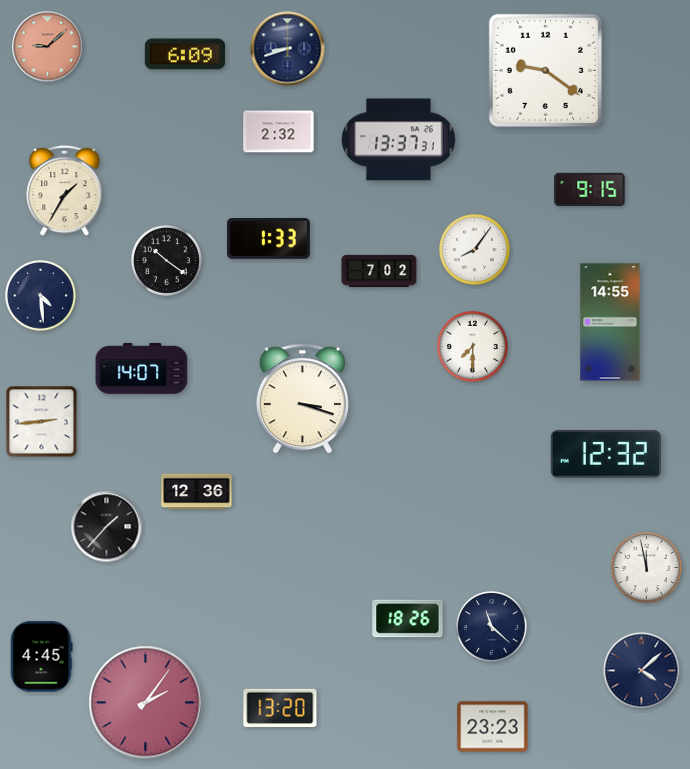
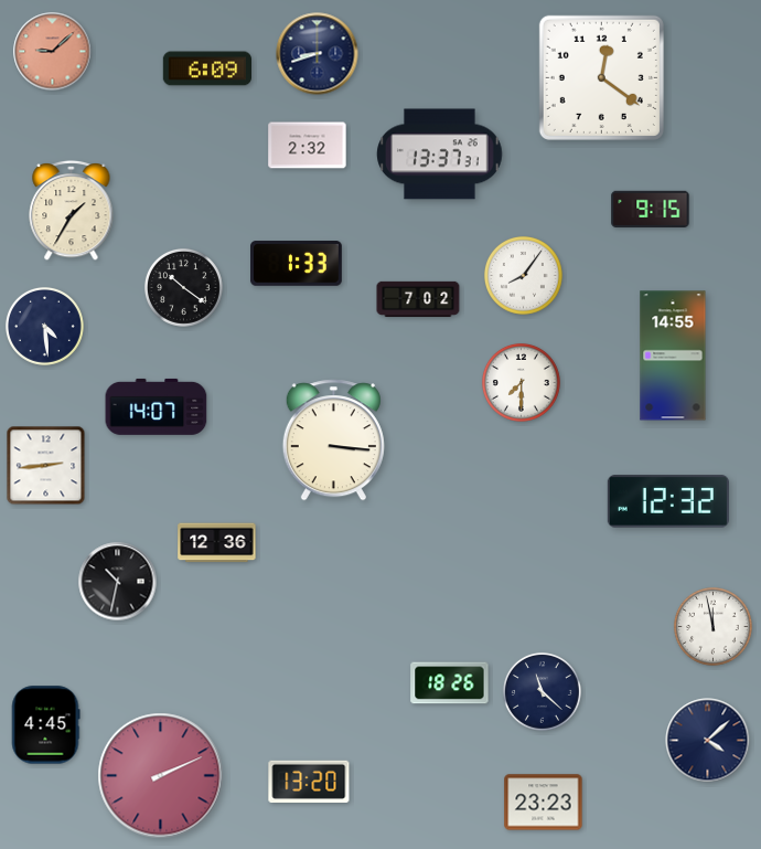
clock at (184, 54) position: (184, 54) -> (206, 68)
clock at (545, 70): 9:21 -> 12:21
clock at (302, 399): 3:18 -> 3:16
clock at (107, 527): 1:37 -> 10:32
clock at (146, 703): 2:06 -> 2:11
